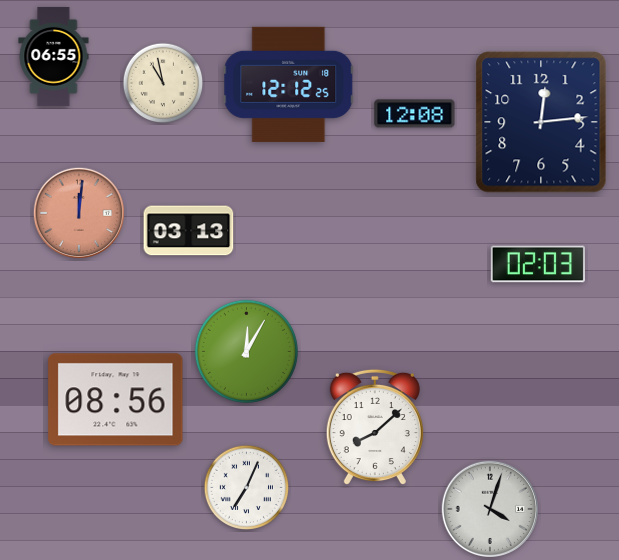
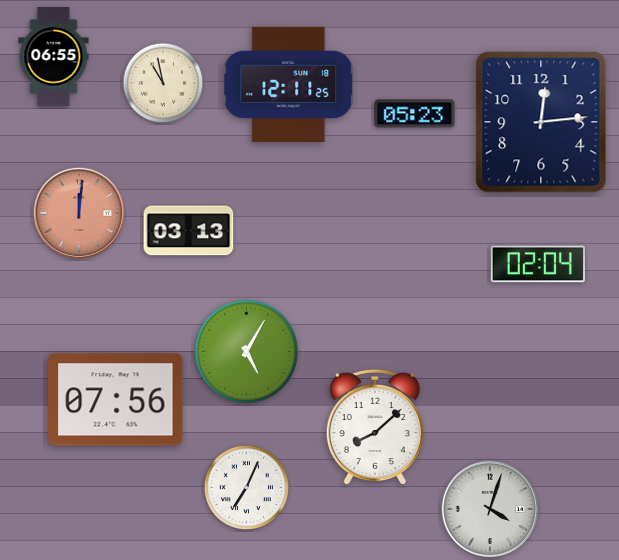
clock at (289, 84): 12:12 -> 12:11
clock at (415, 114): 12:08 -> 05:23
clock at (537, 264): 02:03 -> 02:04
clock at (246, 351): 12:05 -> 5:05
clock at (116, 400): 08:56 -> 07:56
